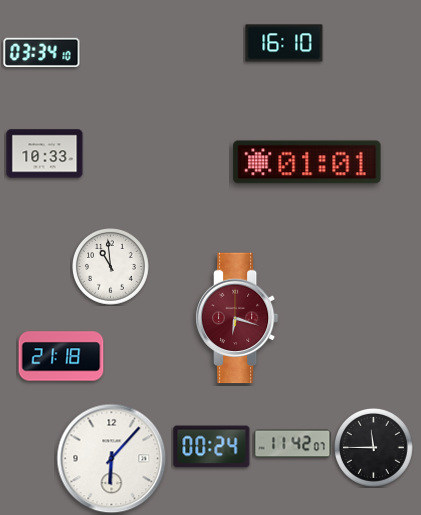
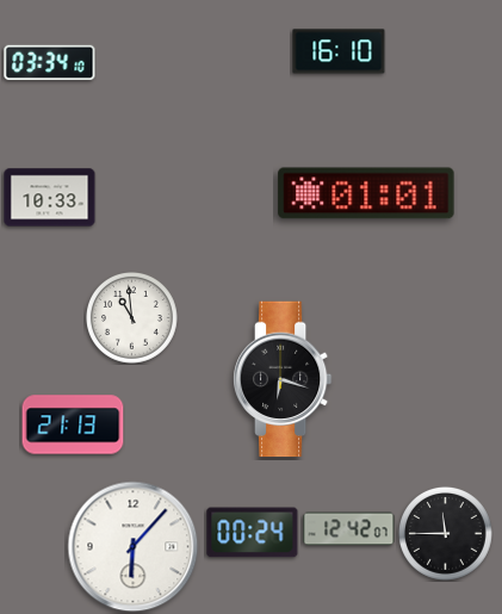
clock at (45, 154) position: (45, 154) -> (50, 198)
clock at (237, 318) dial: burgundy -> black
clock at (61, 356): 21:18 -> 21:13
clock at (293, 444): 11:42 -> 12:42
